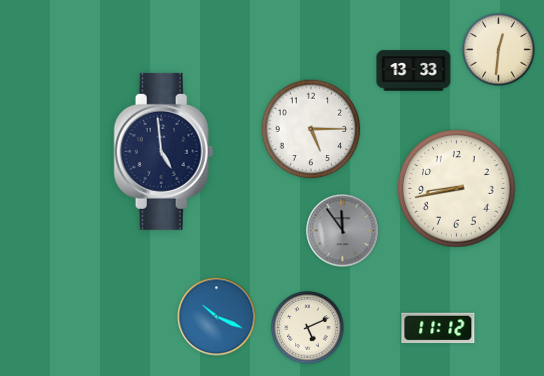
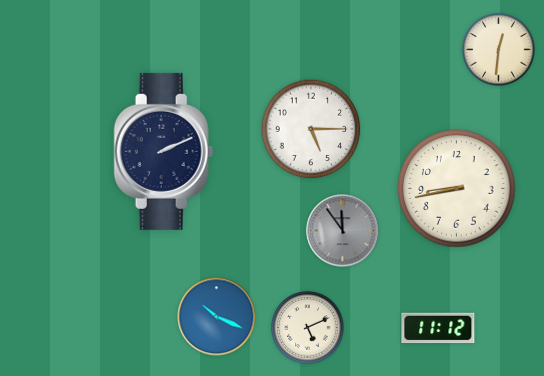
clock at (414, 71): 13:33 -> none
clock at (164, 151): 4:59 -> 2:11
